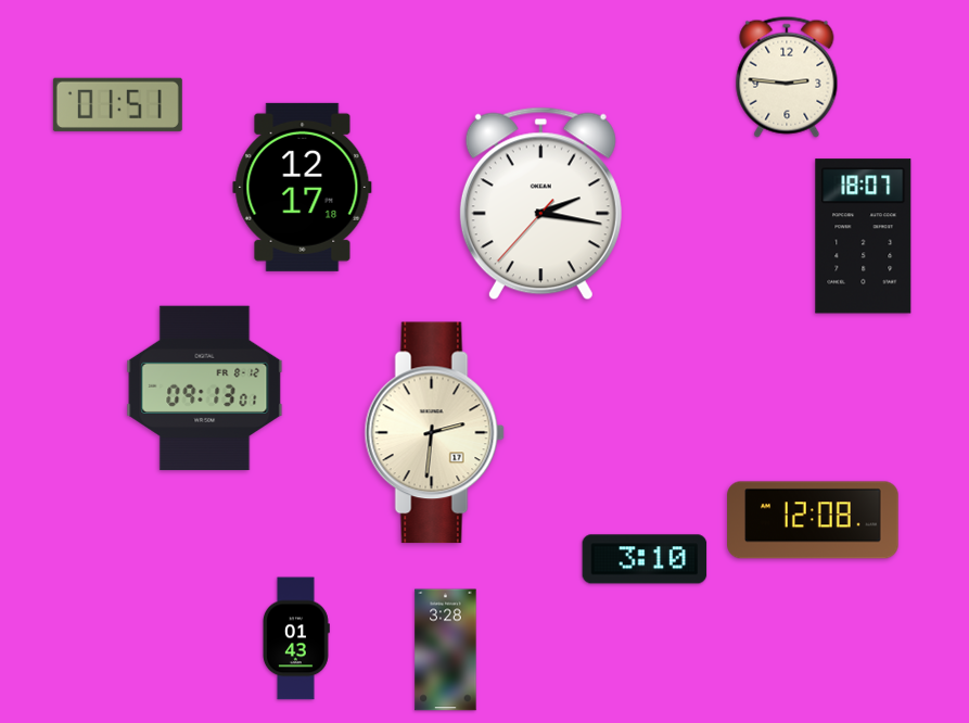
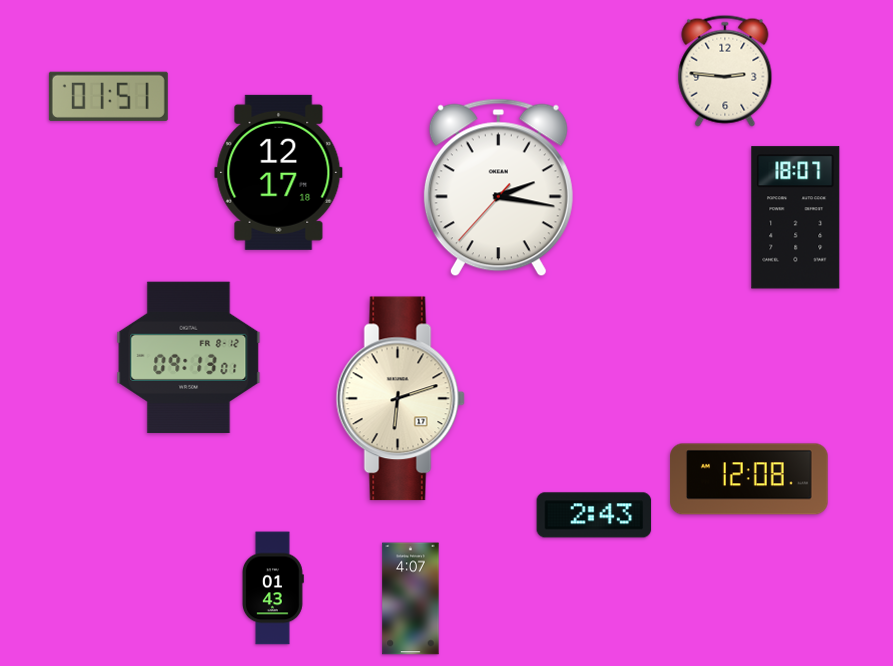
clock at (434, 433): 2:31 -> 6:12
clock at (645, 559): 3:10 -> 2:43
clock at (446, 650): 3:28 -> 4:07
